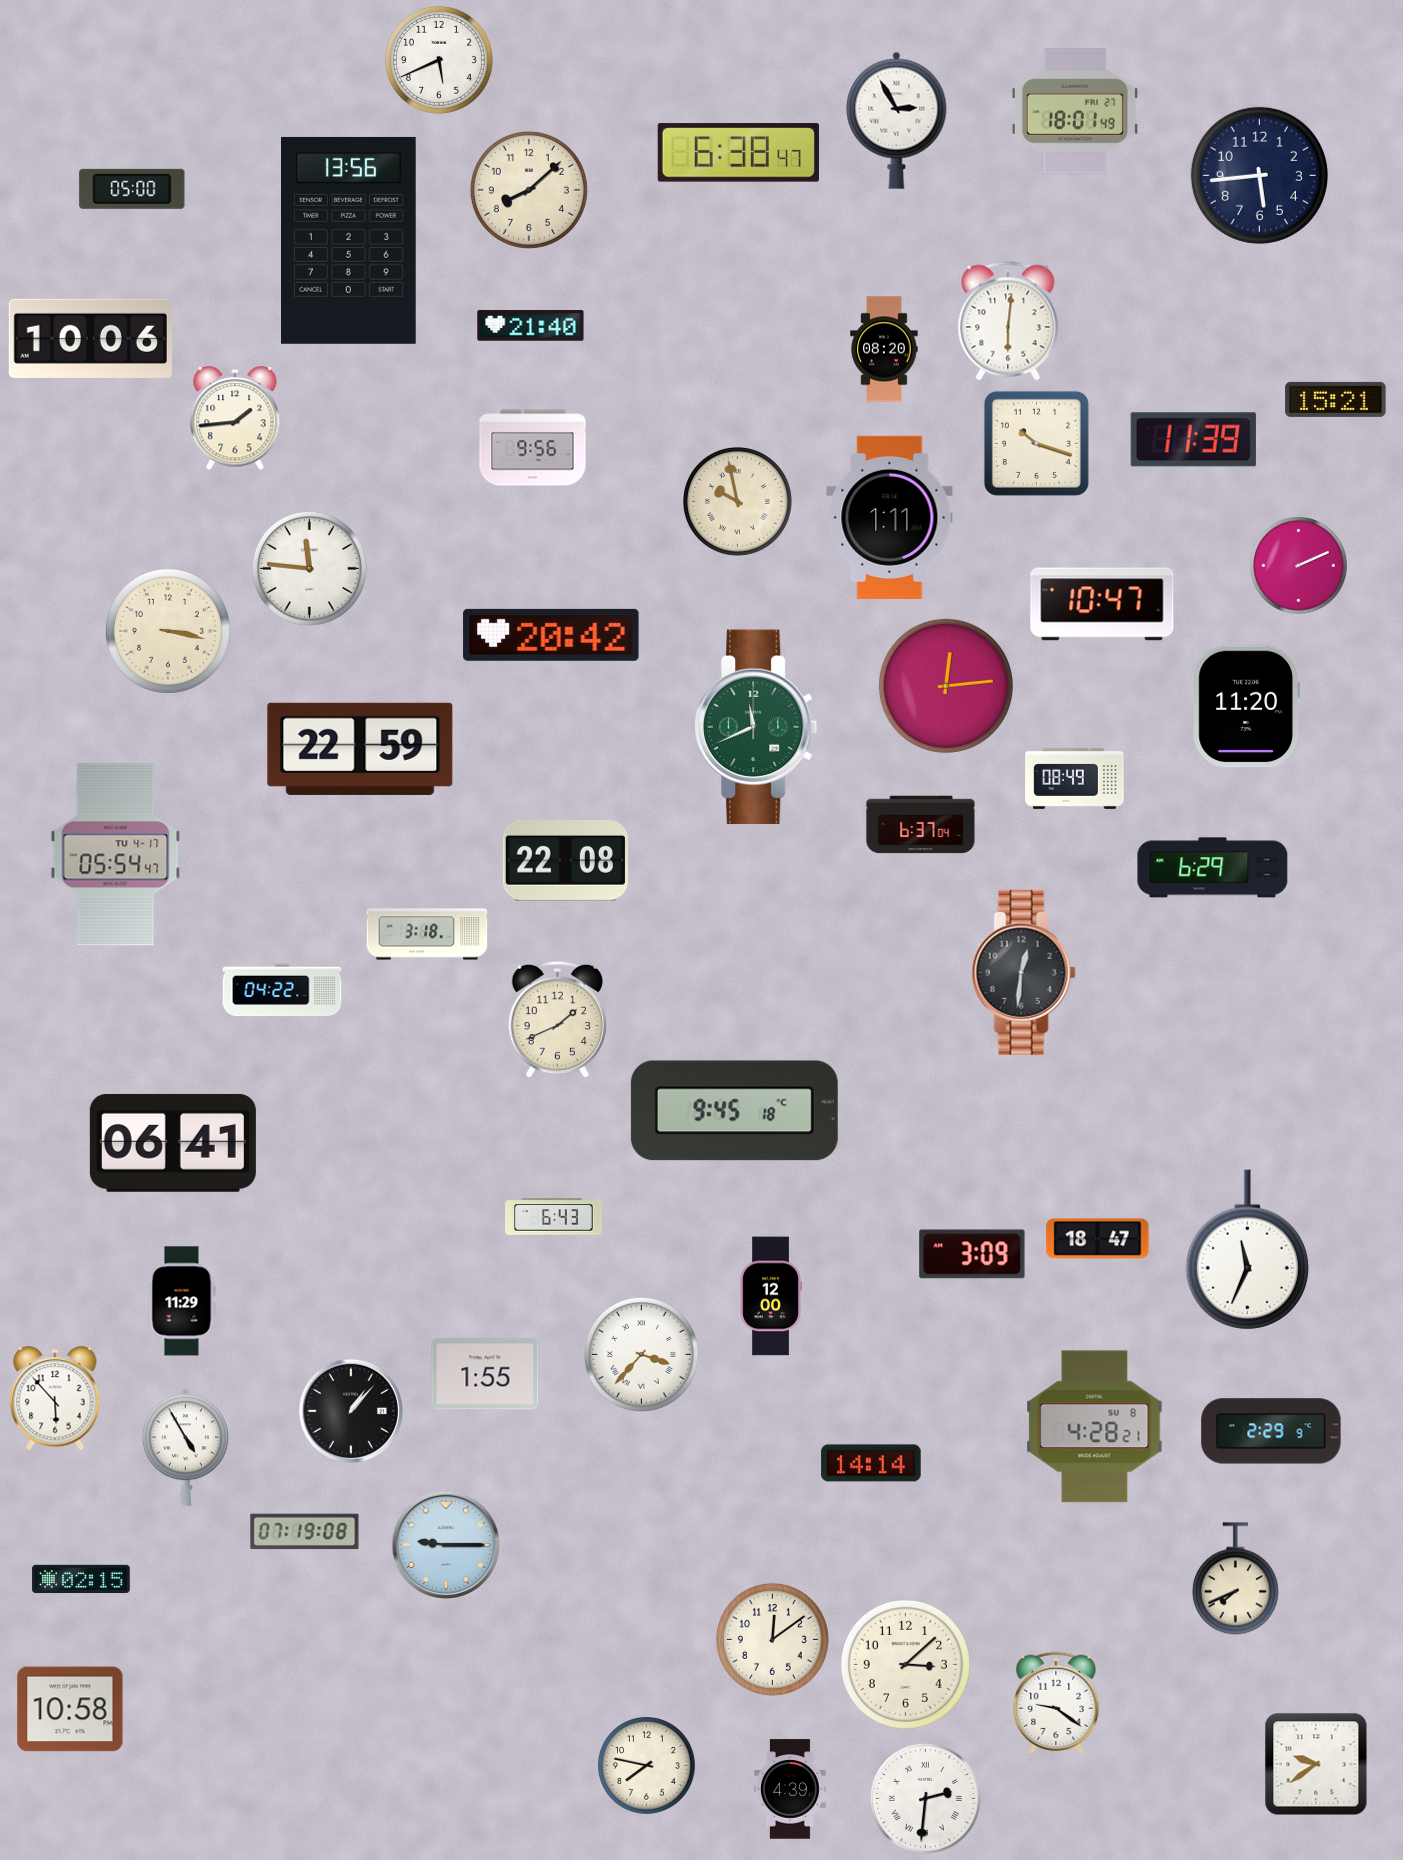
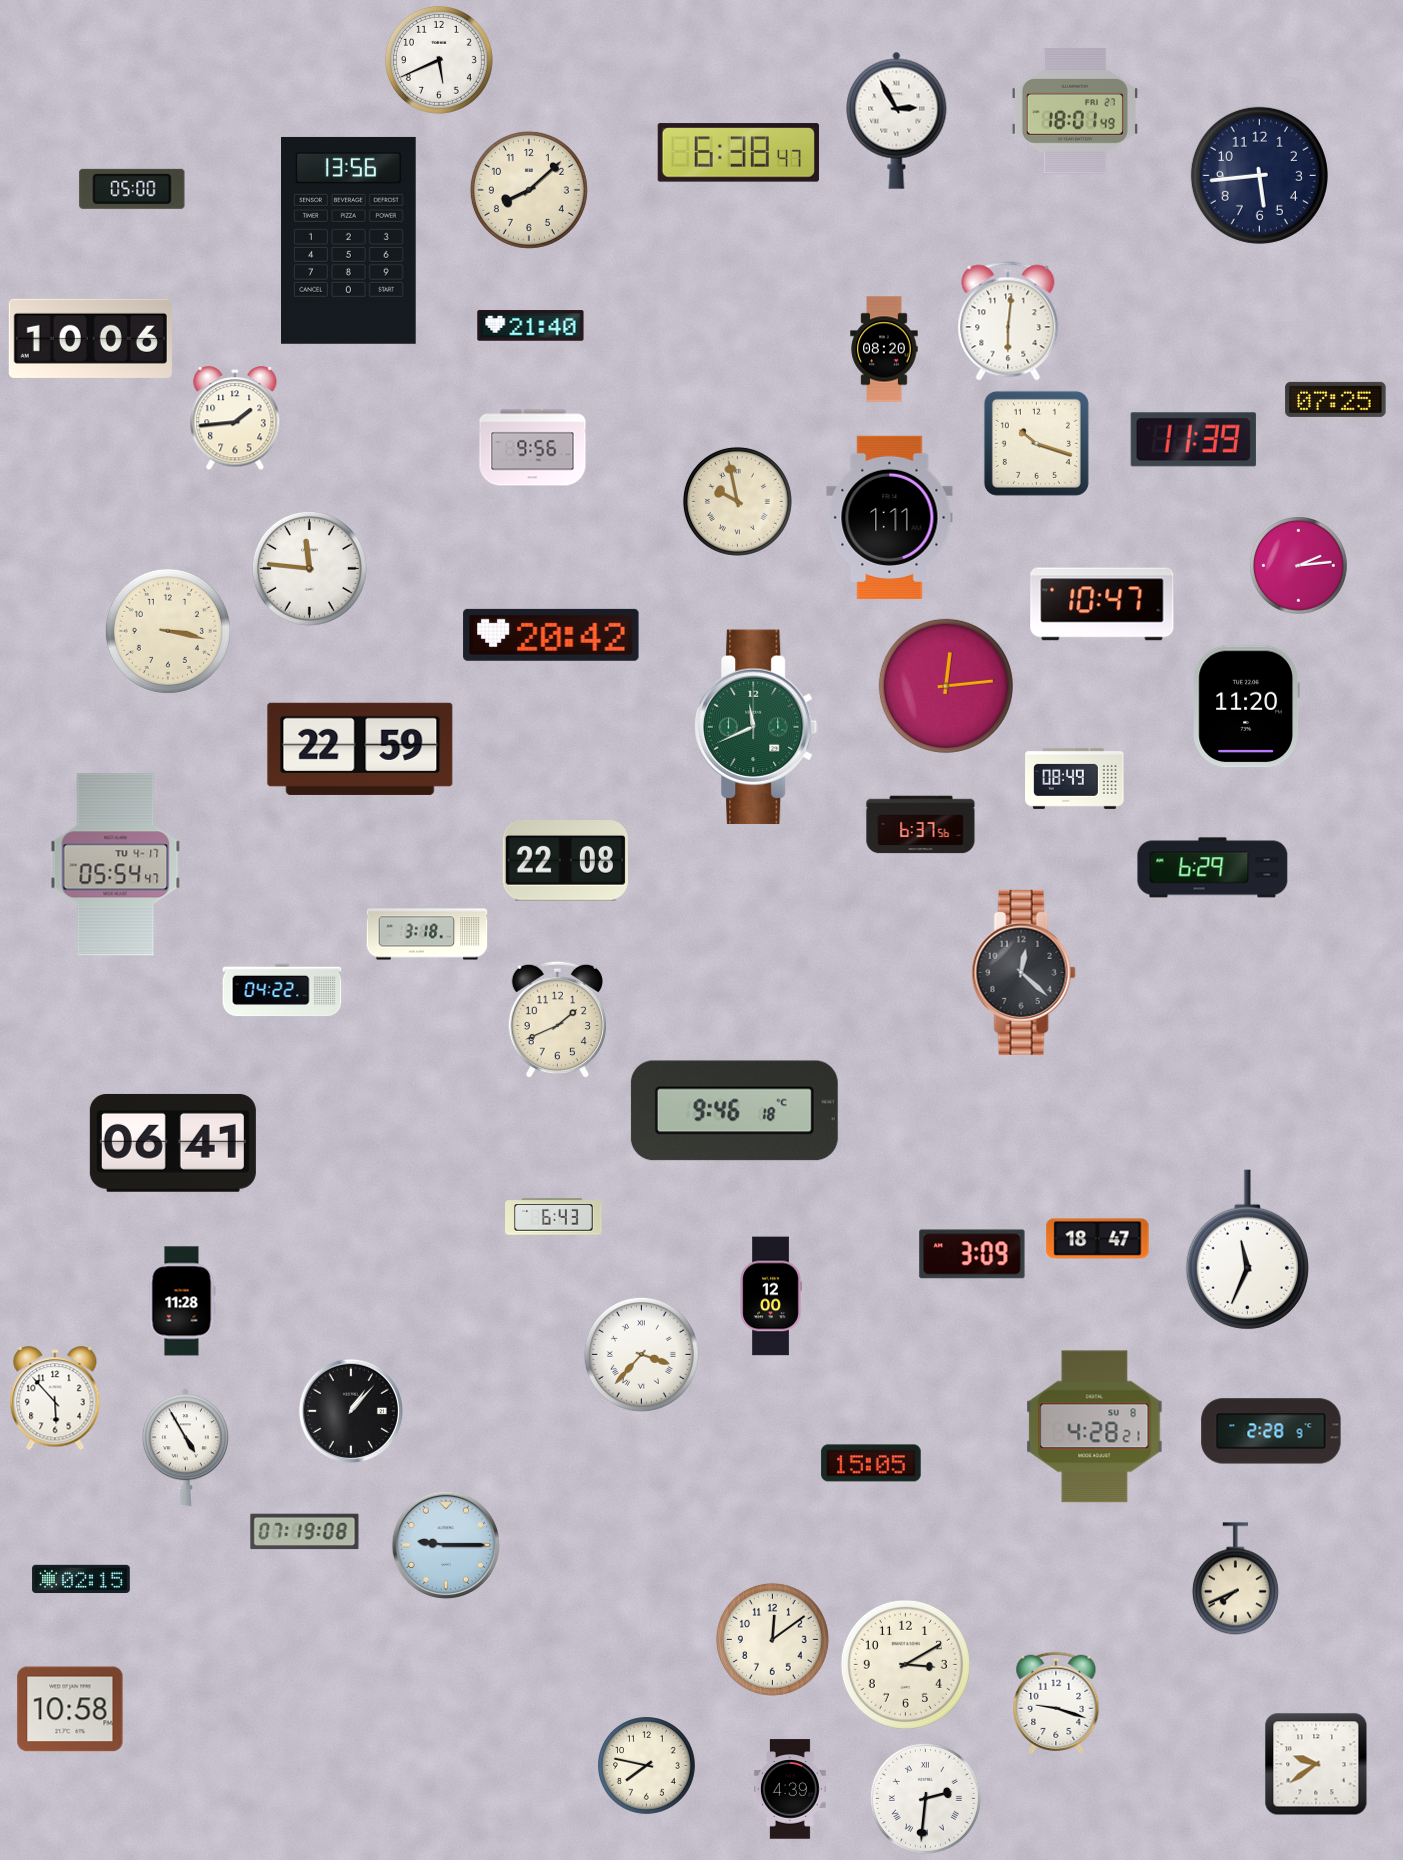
clock at (1336, 399): 15:21 -> 07:25
clock at (1299, 566): 2:11 -> 2:14
clock at (921, 825): 6:37:04 -> 6:37:56
clock at (116, 855) position: (116, 855) -> (116, 865)
clock at (1023, 972): 12:31 -> 12:22
clock at (734, 1111): 9:45 -> 9:46
clock at (182, 1301): 11:29 -> 11:28
clock at (485, 1374): 1:55 -> none
clock at (1271, 1431): 2:29 -> 2:28
clock at (871, 1463): 14:14 -> 15:05
clock at (905, 1664): 3:08 -> 3:10
clock at (1056, 1703): 9:21 -> 9:18
